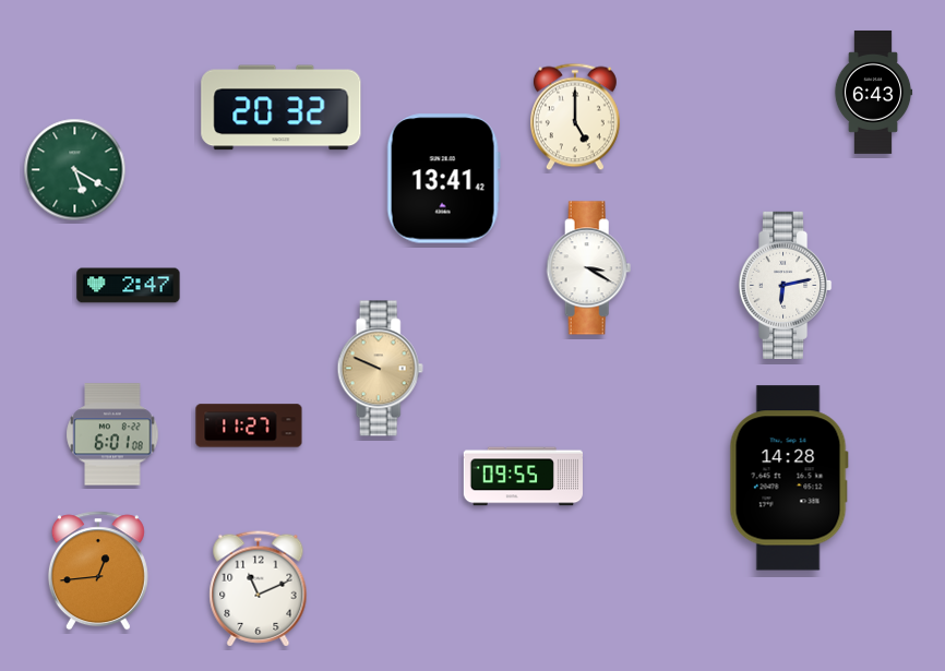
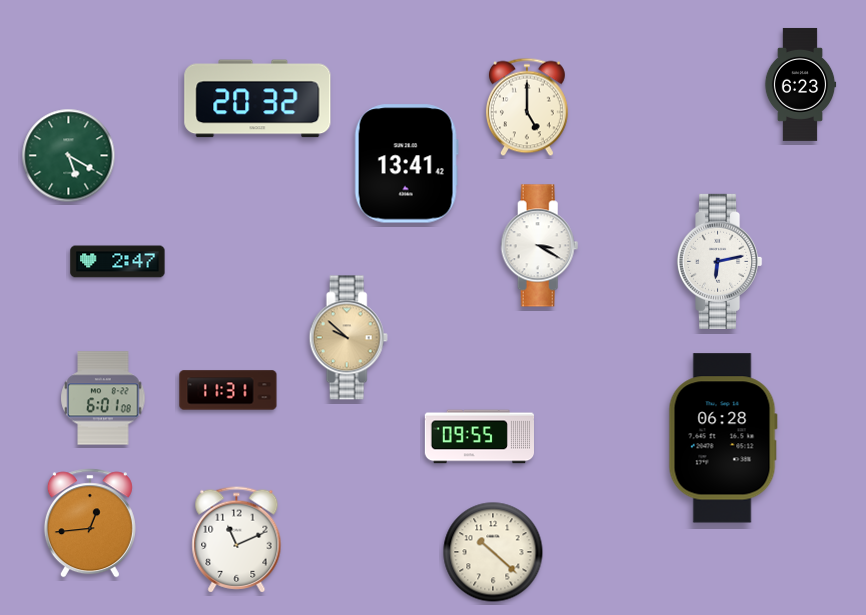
clock at (873, 92): 6:43 -> 6:23
clock at (380, 369): 9:49 -> 9:52
clock at (249, 426): 11:27 -> 11:31
clock at (789, 478): 14:28 -> 06:28
clock at (493, 552): none -> 10:22
